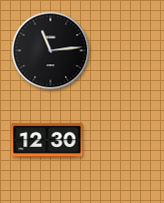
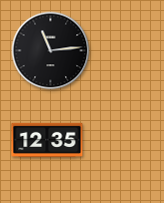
clock at (47, 140): 12:30 -> 12:35
